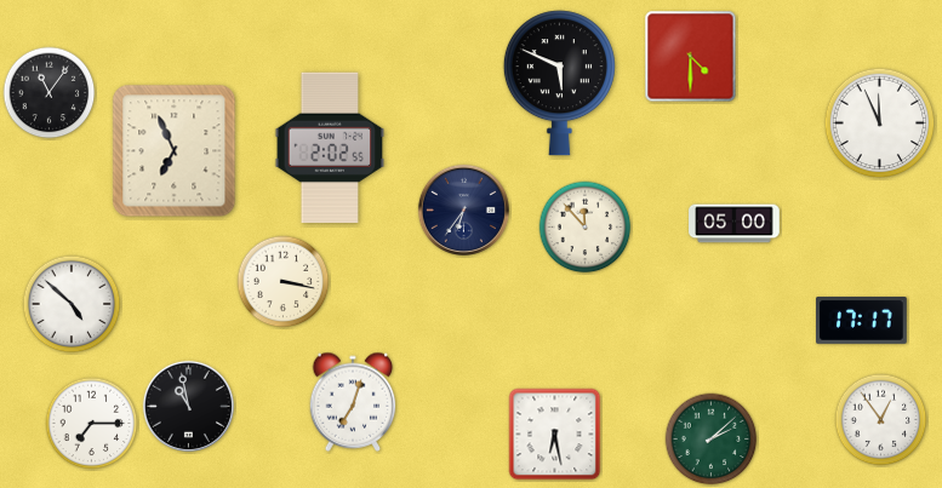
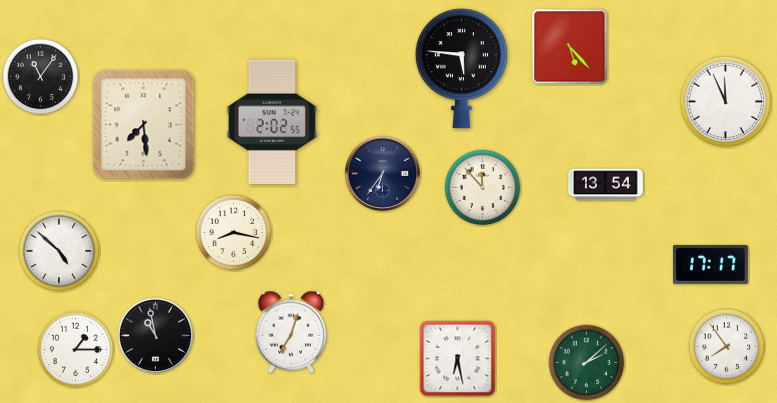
clock at (691, 57): 4:30 -> 5:23
clock at (559, 84): 5:49 -> 5:46
clock at (175, 151): 6:56 -> 7:29
clock at (735, 224): 05:00 -> 13:54
clock at (284, 282): 3:17 -> 8:17
clock at (881, 420): 12:54 -> 7:54
clock at (92, 424): 7:15 -> 1:15
